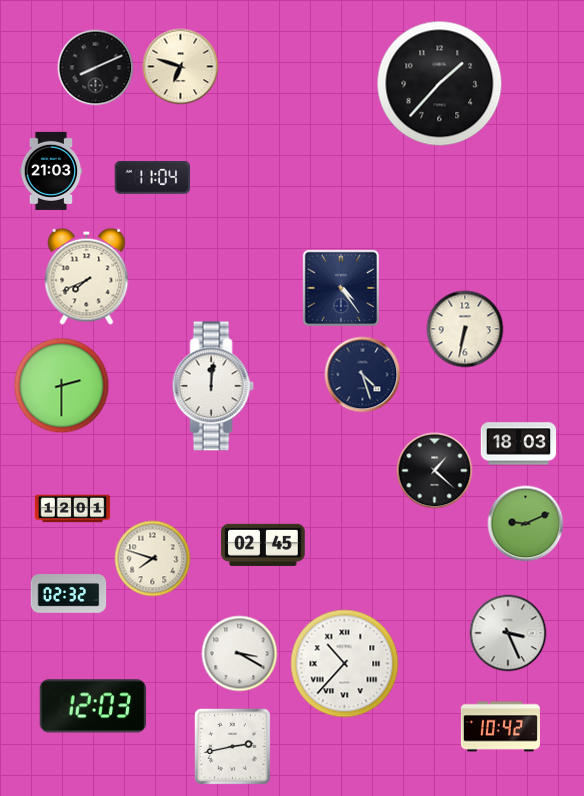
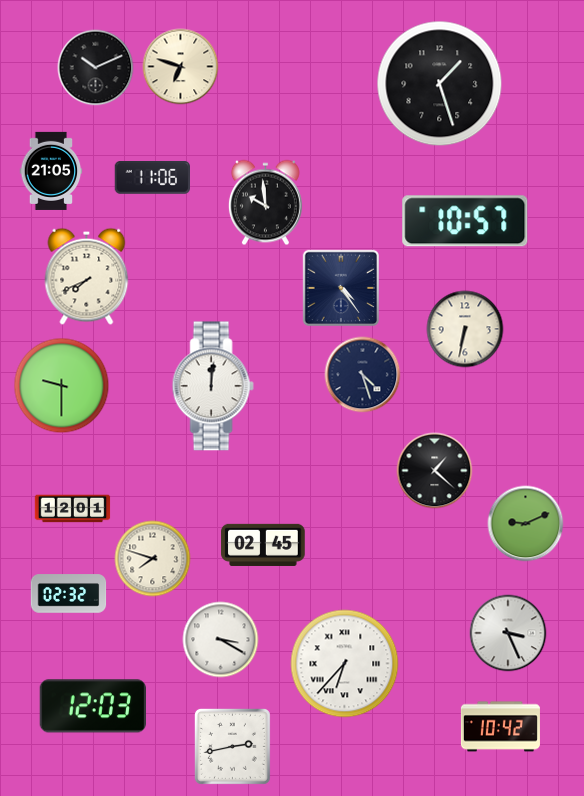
clock at (96, 68): 8:11 -> 10:11
clock at (440, 84): 1:37 -> 1:27
clock at (51, 171): 21:03 -> 21:05
clock at (152, 178): 11:04 -> 11:06
clock at (265, 203): none -> 9:59
clock at (465, 221): none -> 10:57
clock at (62, 386): 2:30 -> 9:30
clock at (519, 444): 18:03 -> none
clock at (240, 654) position: (240, 654) -> (221, 640)
clock at (345, 664): 10:37 -> 6:37
